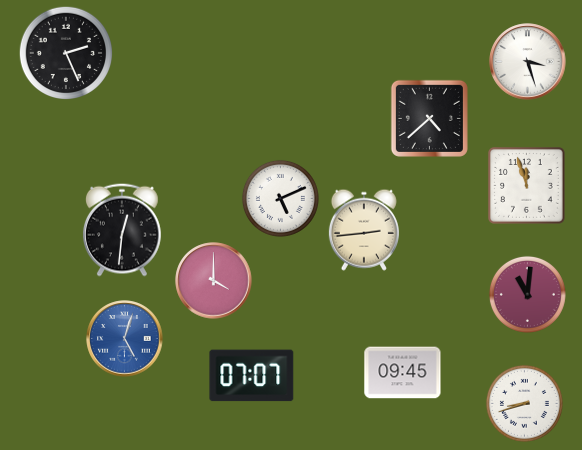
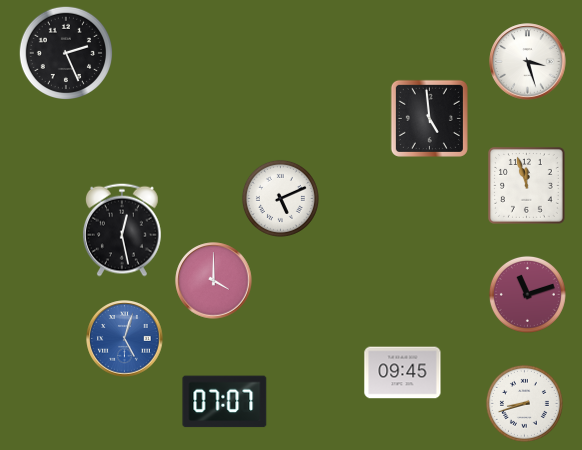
clock at (429, 118): 4:38 -> 4:59
clock at (122, 230): 12:31 -> 12:28
clock at (364, 230): 2:44 -> none
clock at (527, 294): 11:01 -> 11:12
clock at (252, 376) position: (252, 376) -> (225, 402)
